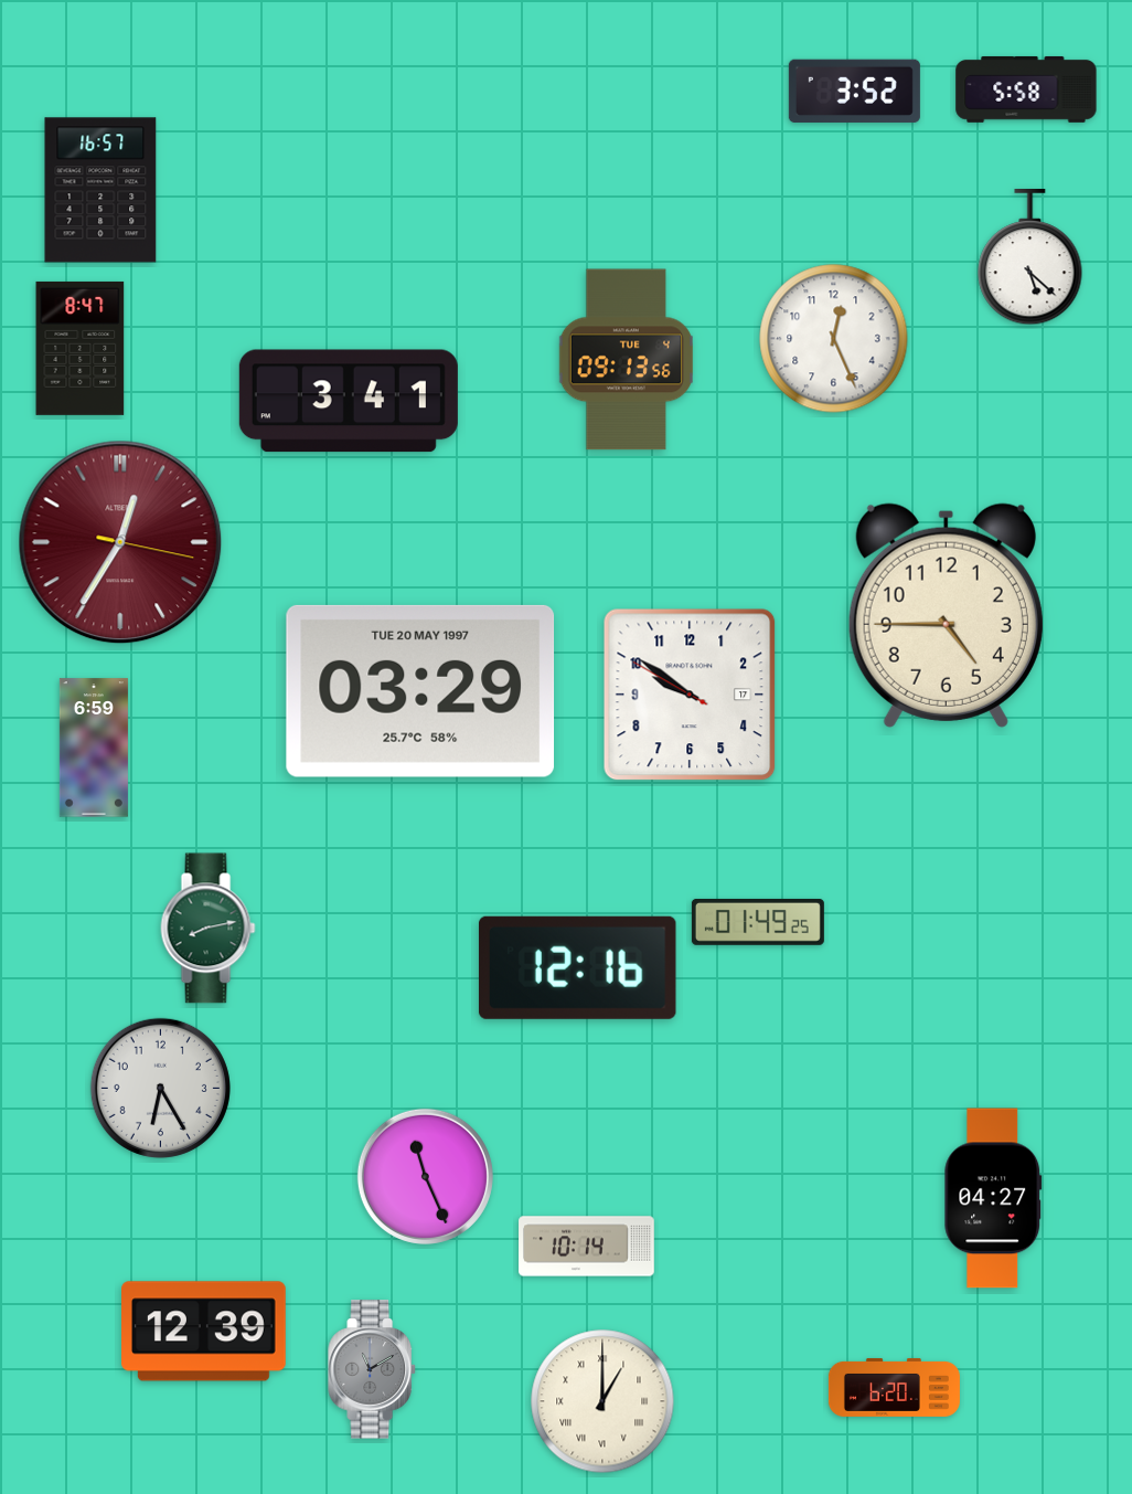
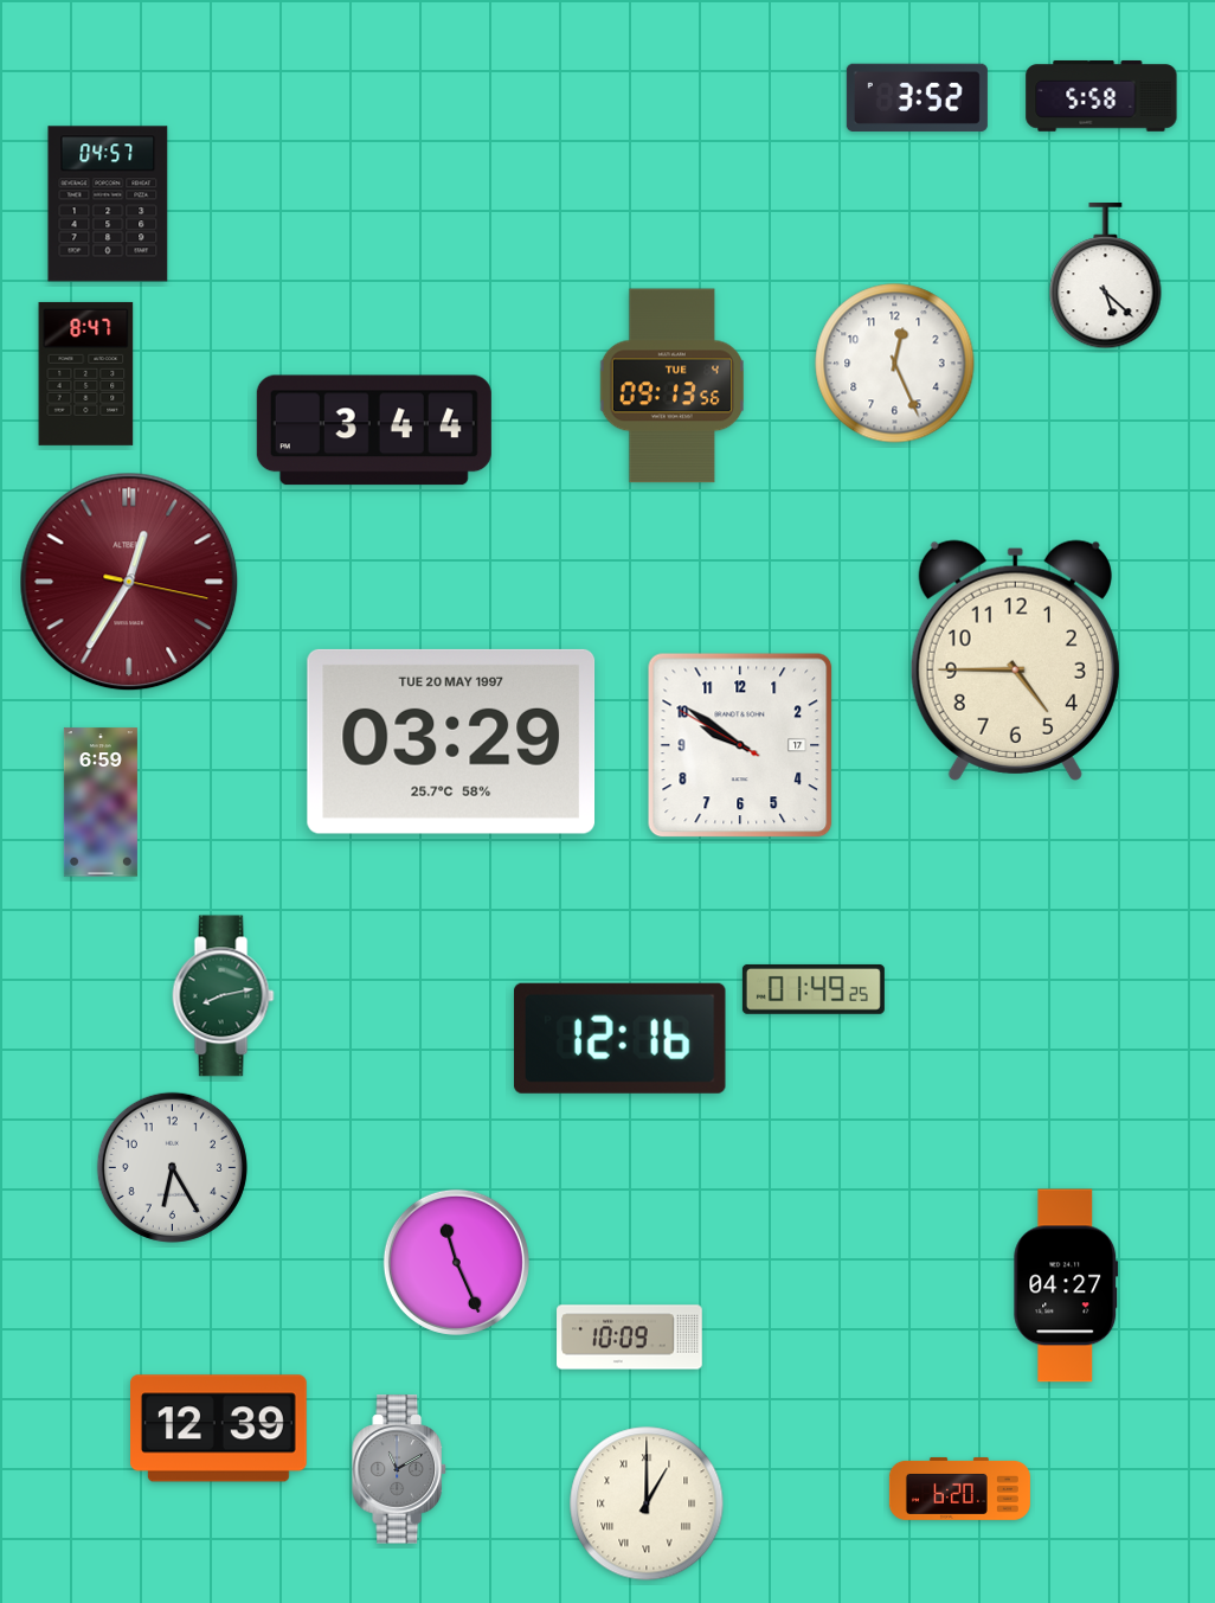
clock at (100, 190): 16:57 -> 04:57
clock at (349, 401): 3:41 -> 3:44
clock at (587, 1247): 10:14 -> 10:09
